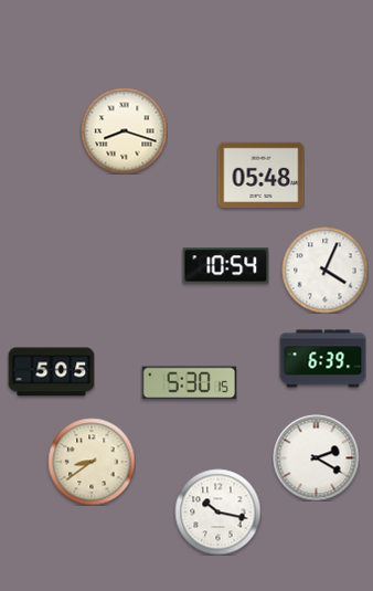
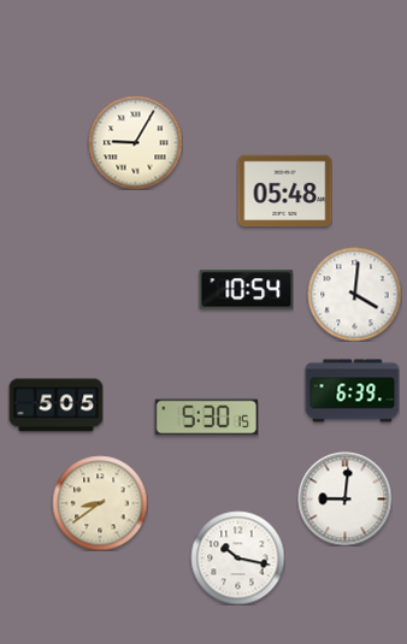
clock at (124, 130): 8:18 -> 9:05
clock at (324, 270): 4:04 -> 4:01
clock at (316, 457): 2:20 -> 9:01
